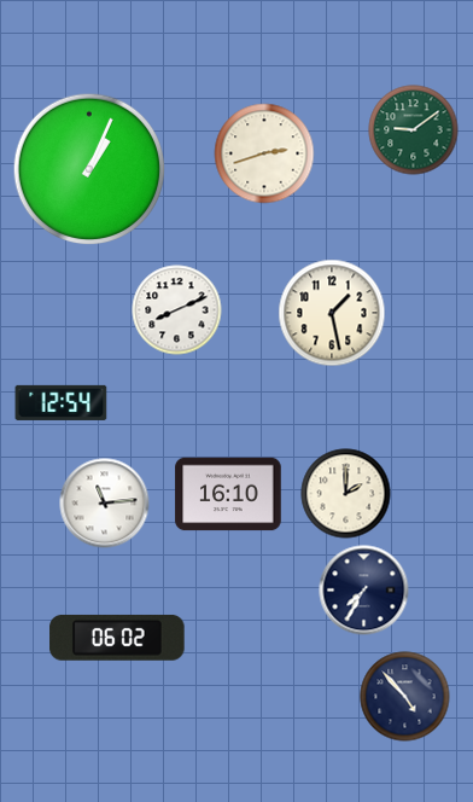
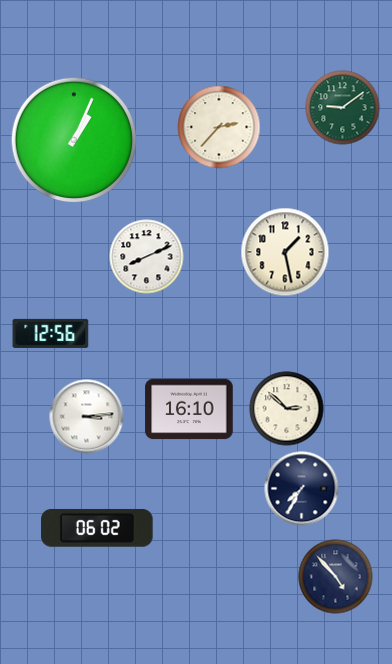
clock at (264, 153): 2:42 -> 2:37
clock at (332, 313) position: (332, 313) -> (285, 252)
clock at (62, 402): 12:54 -> 12:56
clock at (346, 494): 2:00 -> 2:52
clock at (105, 504): 11:14 -> 3:14
